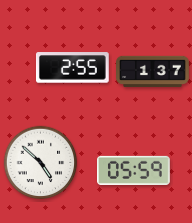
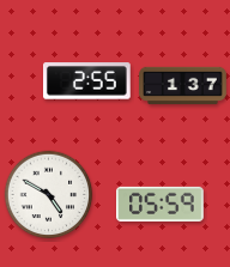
clock at (41, 163): 4:52 -> 4:50
